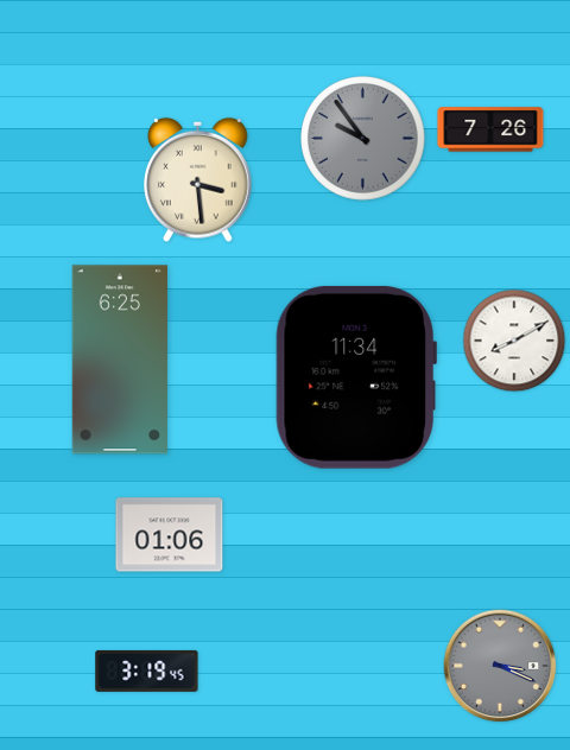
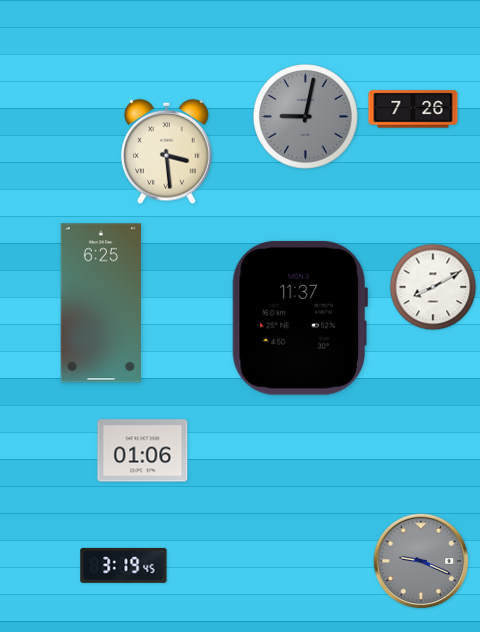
clock at (363, 139): 9:54 -> 9:02
clock at (356, 377): 11:34 -> 11:37
clock at (500, 666): 3:19 -> 9:19
